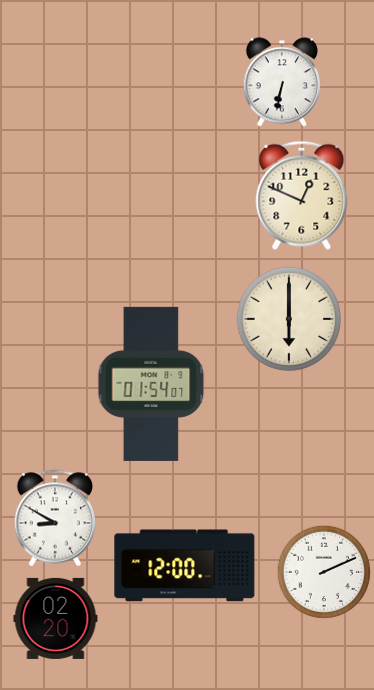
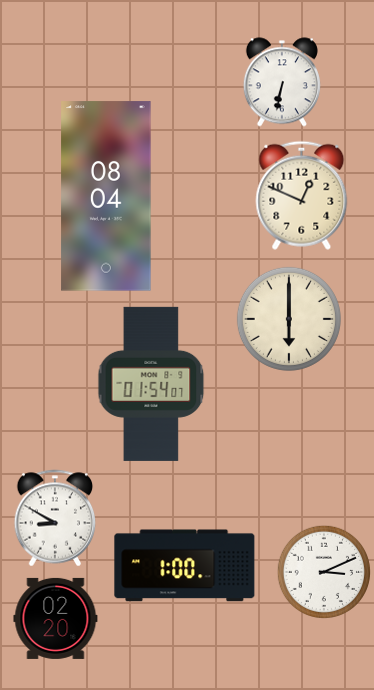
clock at (106, 196): none -> 08:04
clock at (185, 566): 12:00 -> 1:00
clock at (323, 571): 2:11 -> 3:11
